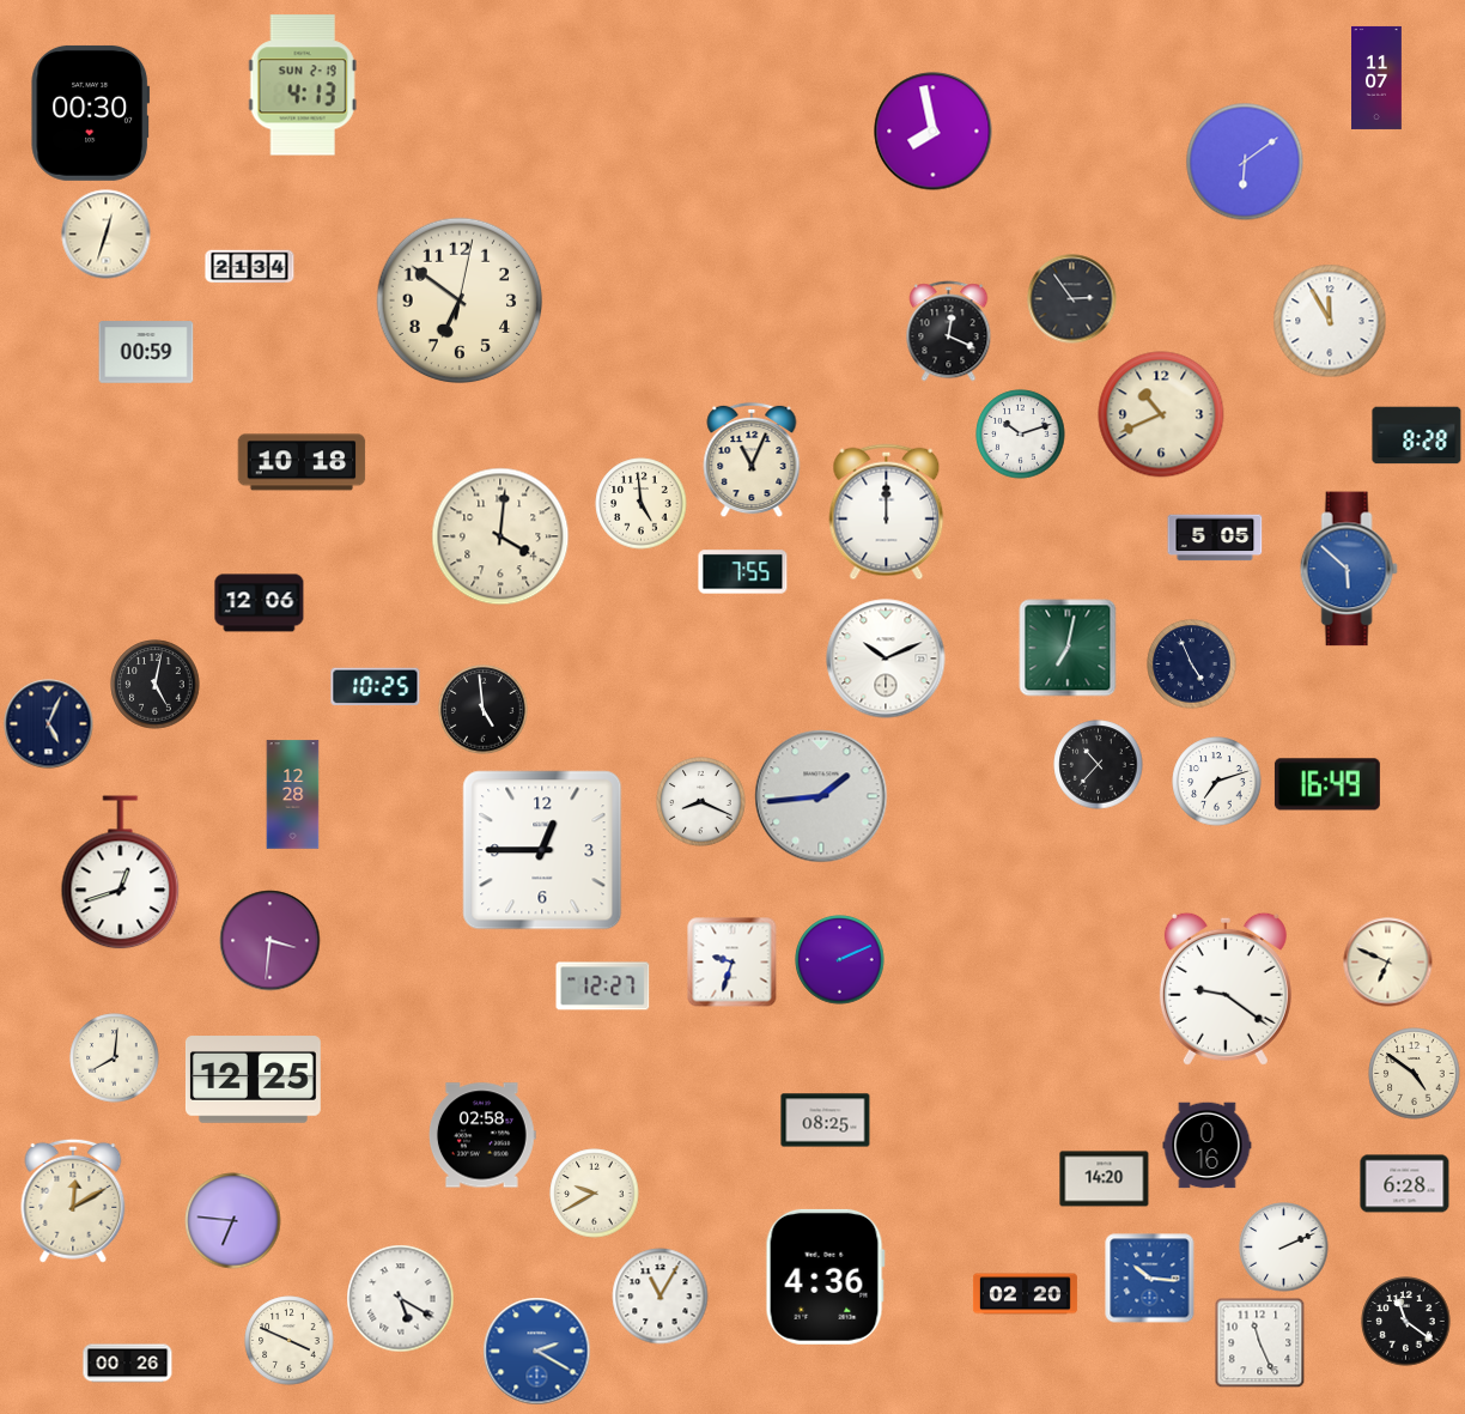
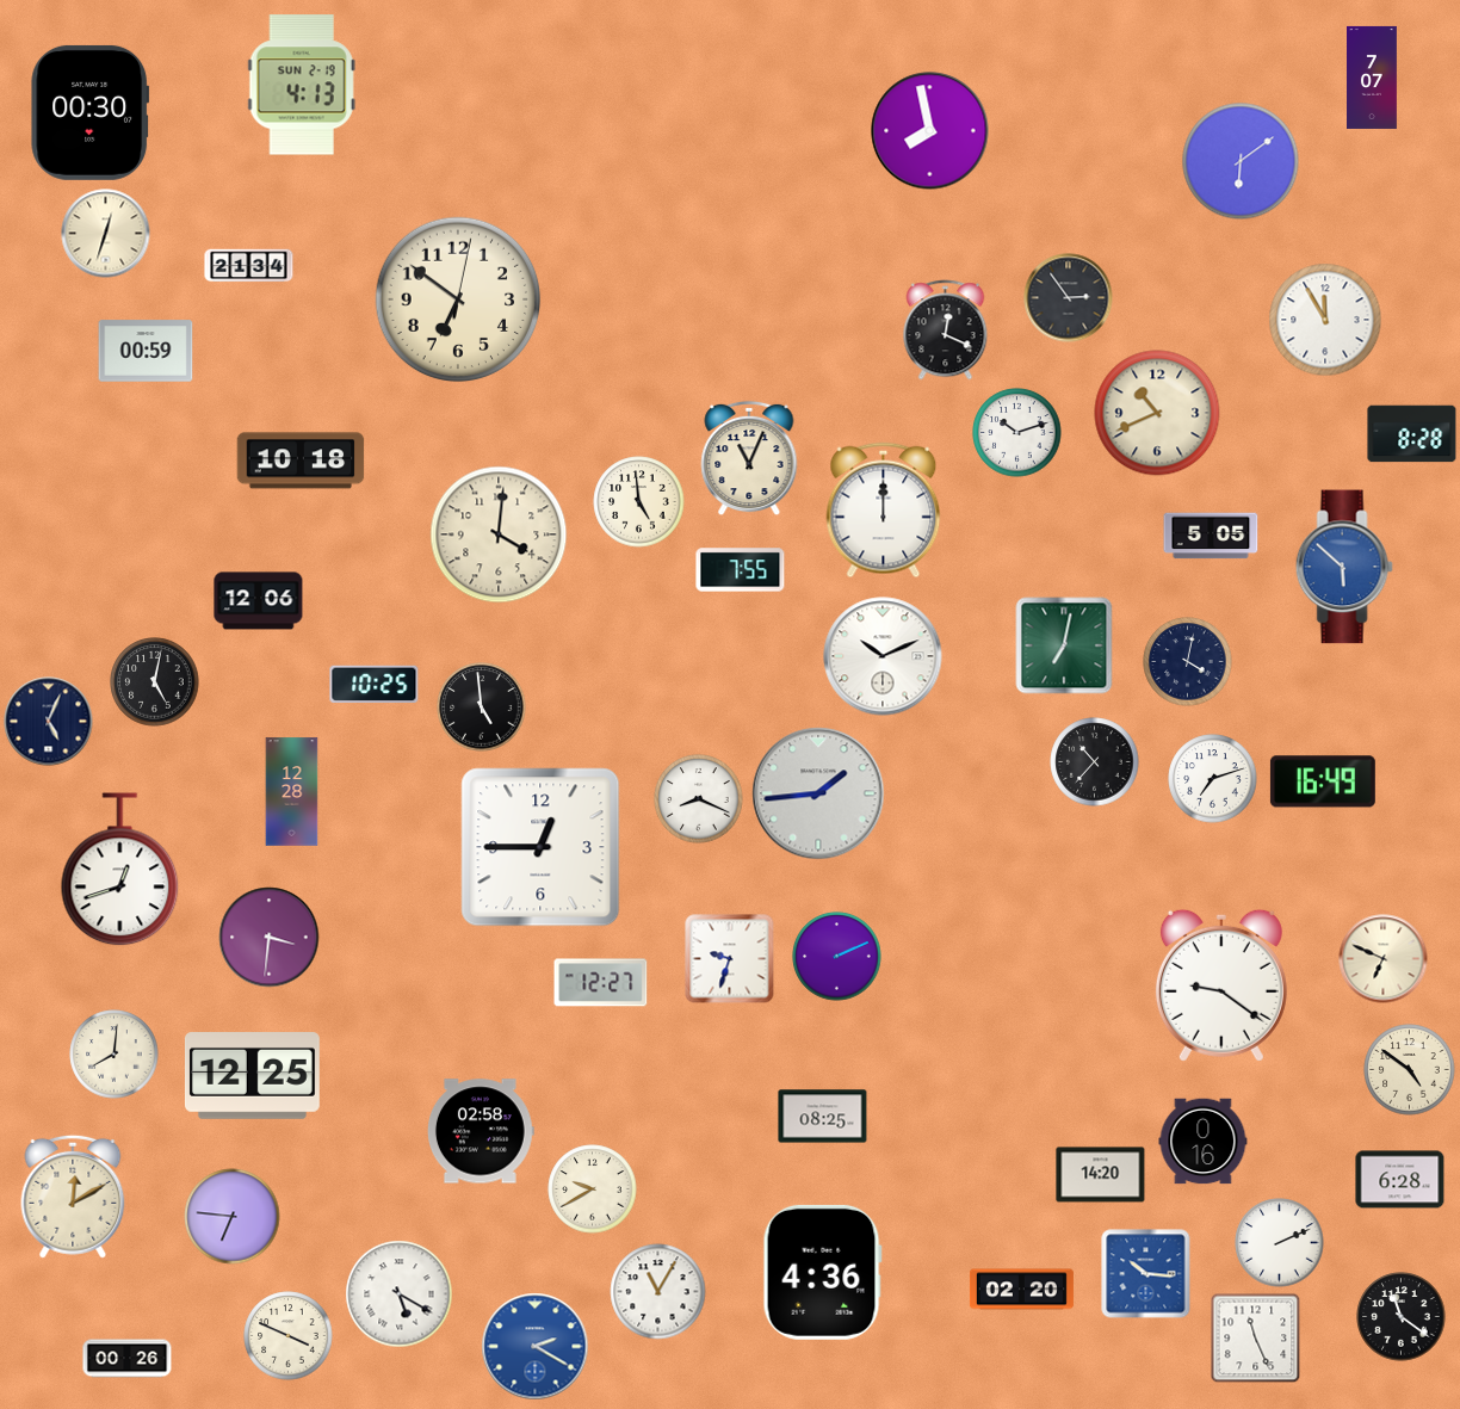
clock at (1378, 78): 11:07 -> 7:07
clock at (1192, 664): 4:56 -> 4:02
